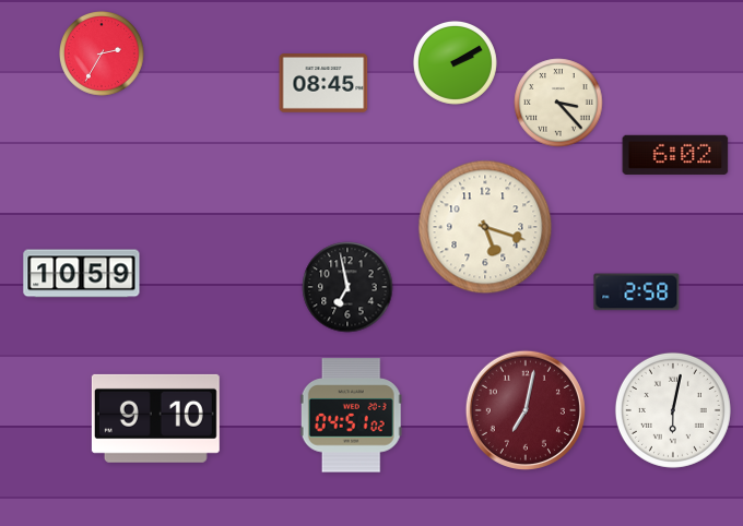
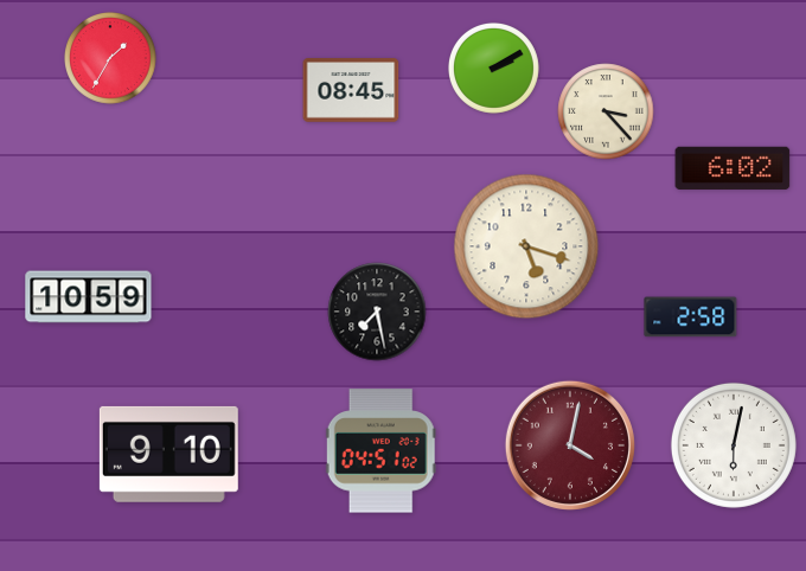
clock at (103, 55): 2:35 -> 1:35
clock at (347, 287): 6:58 -> 7:28
clock at (526, 410): 7:02 -> 4:02
clock at (673, 410) position: (673, 410) -> (734, 445)
